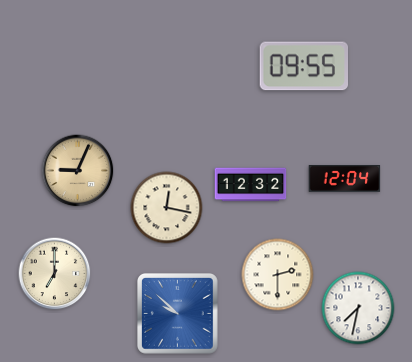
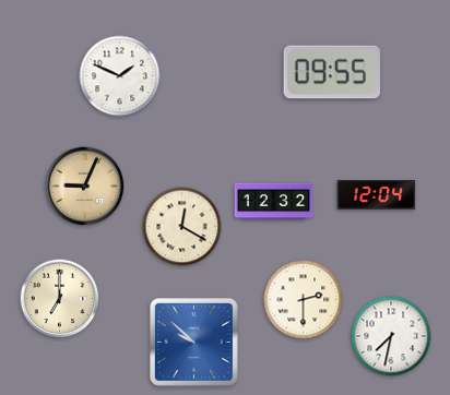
clock at (120, 76): none -> 1:49
clock at (167, 208): 12:17 -> 12:20
